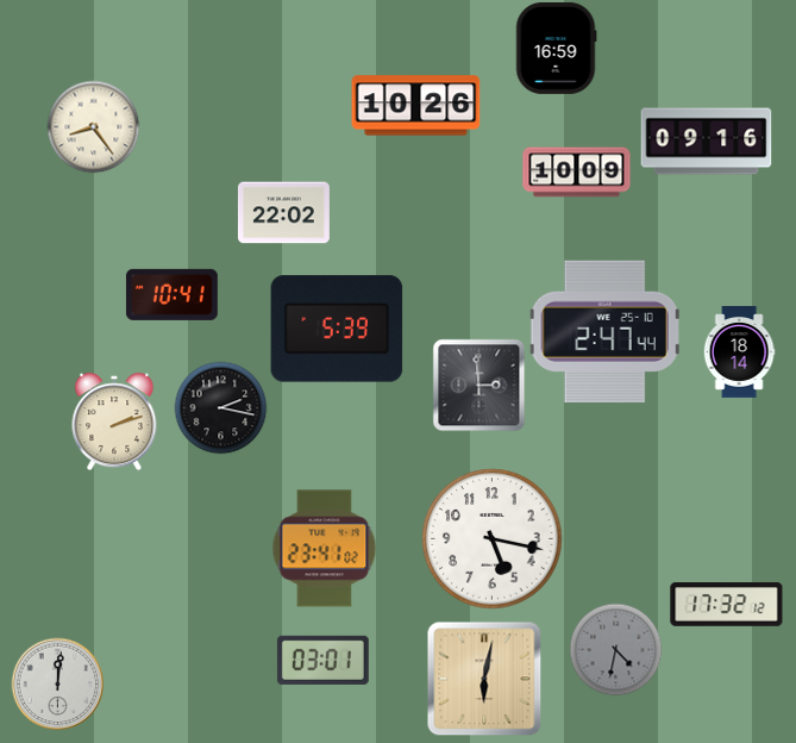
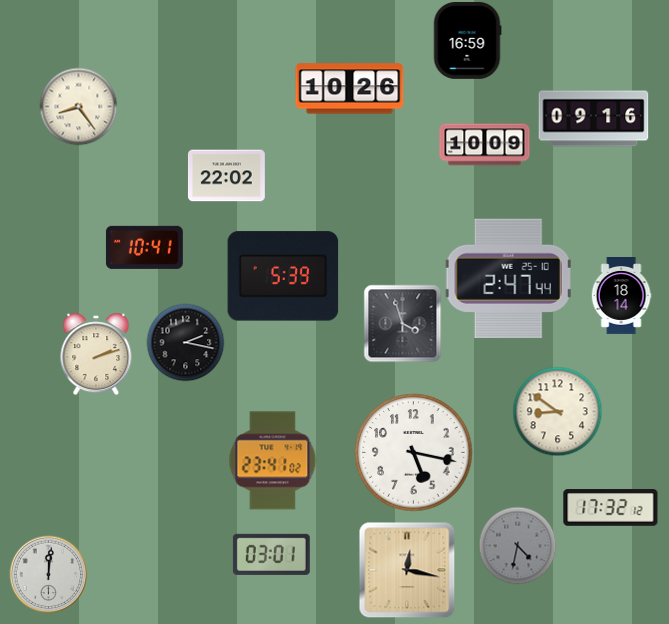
clock at (283, 213) position: (283, 213) -> (226, 176)
clock at (478, 385): 2:59 -> 3:57
clock at (557, 411): none -> 8:51
clock at (484, 679): 6:02 -> 12:17
